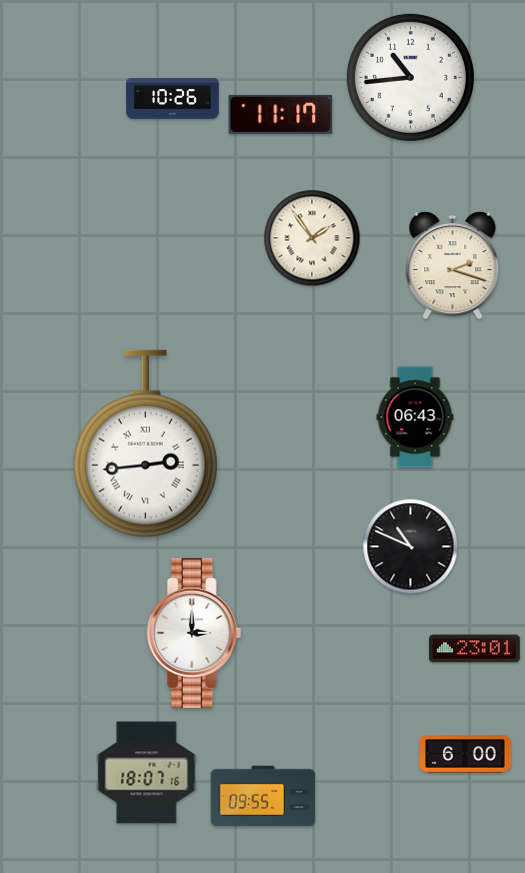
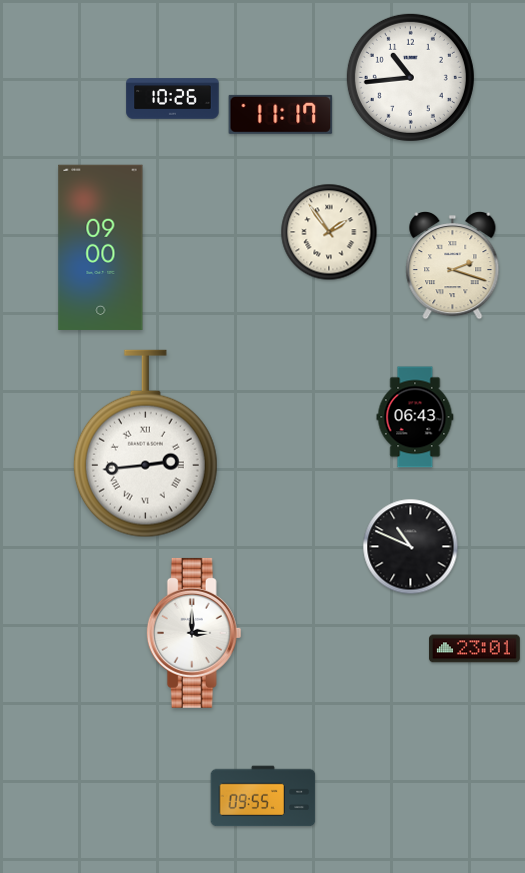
clock at (312, 238) position: (312, 238) -> (329, 232)
clock at (101, 247): none -> 09:00
clock at (465, 754): 6:00 -> none
clock at (147, 773): 18:07 -> none
